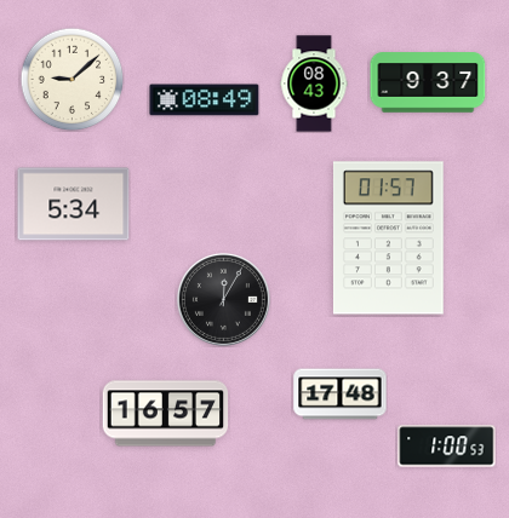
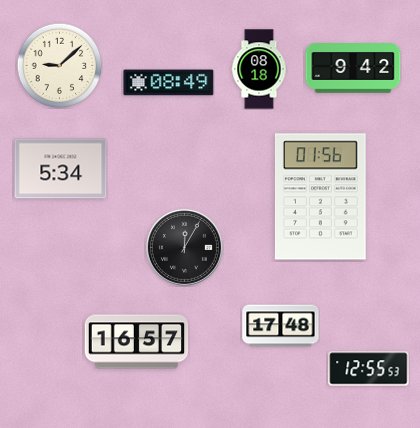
clock at (428, 82): 9:37 -> 9:42
clock at (314, 84): 08:43 -> 08:18
clock at (388, 238): 01:57 -> 01:56
clock at (447, 447): 1:00 -> 12:55
